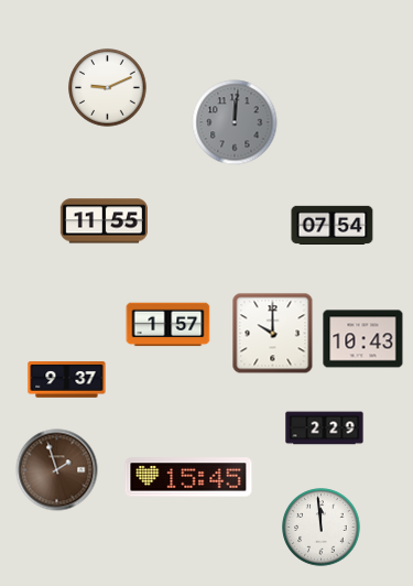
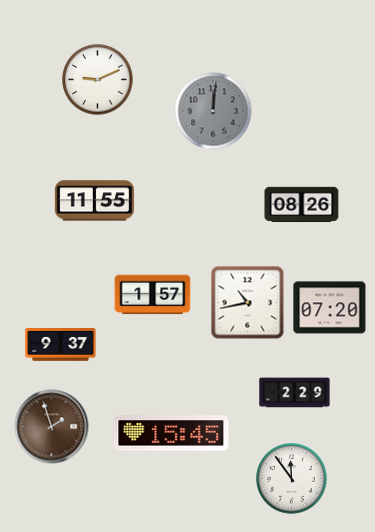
clock at (333, 225): 07:54 -> 08:26
clock at (273, 334): 10:00 -> 10:43
clock at (363, 339): 10:43 -> 07:20
clock at (325, 428) position: (325, 428) -> (295, 393)
clock at (322, 528): 11:59 -> 11:54
